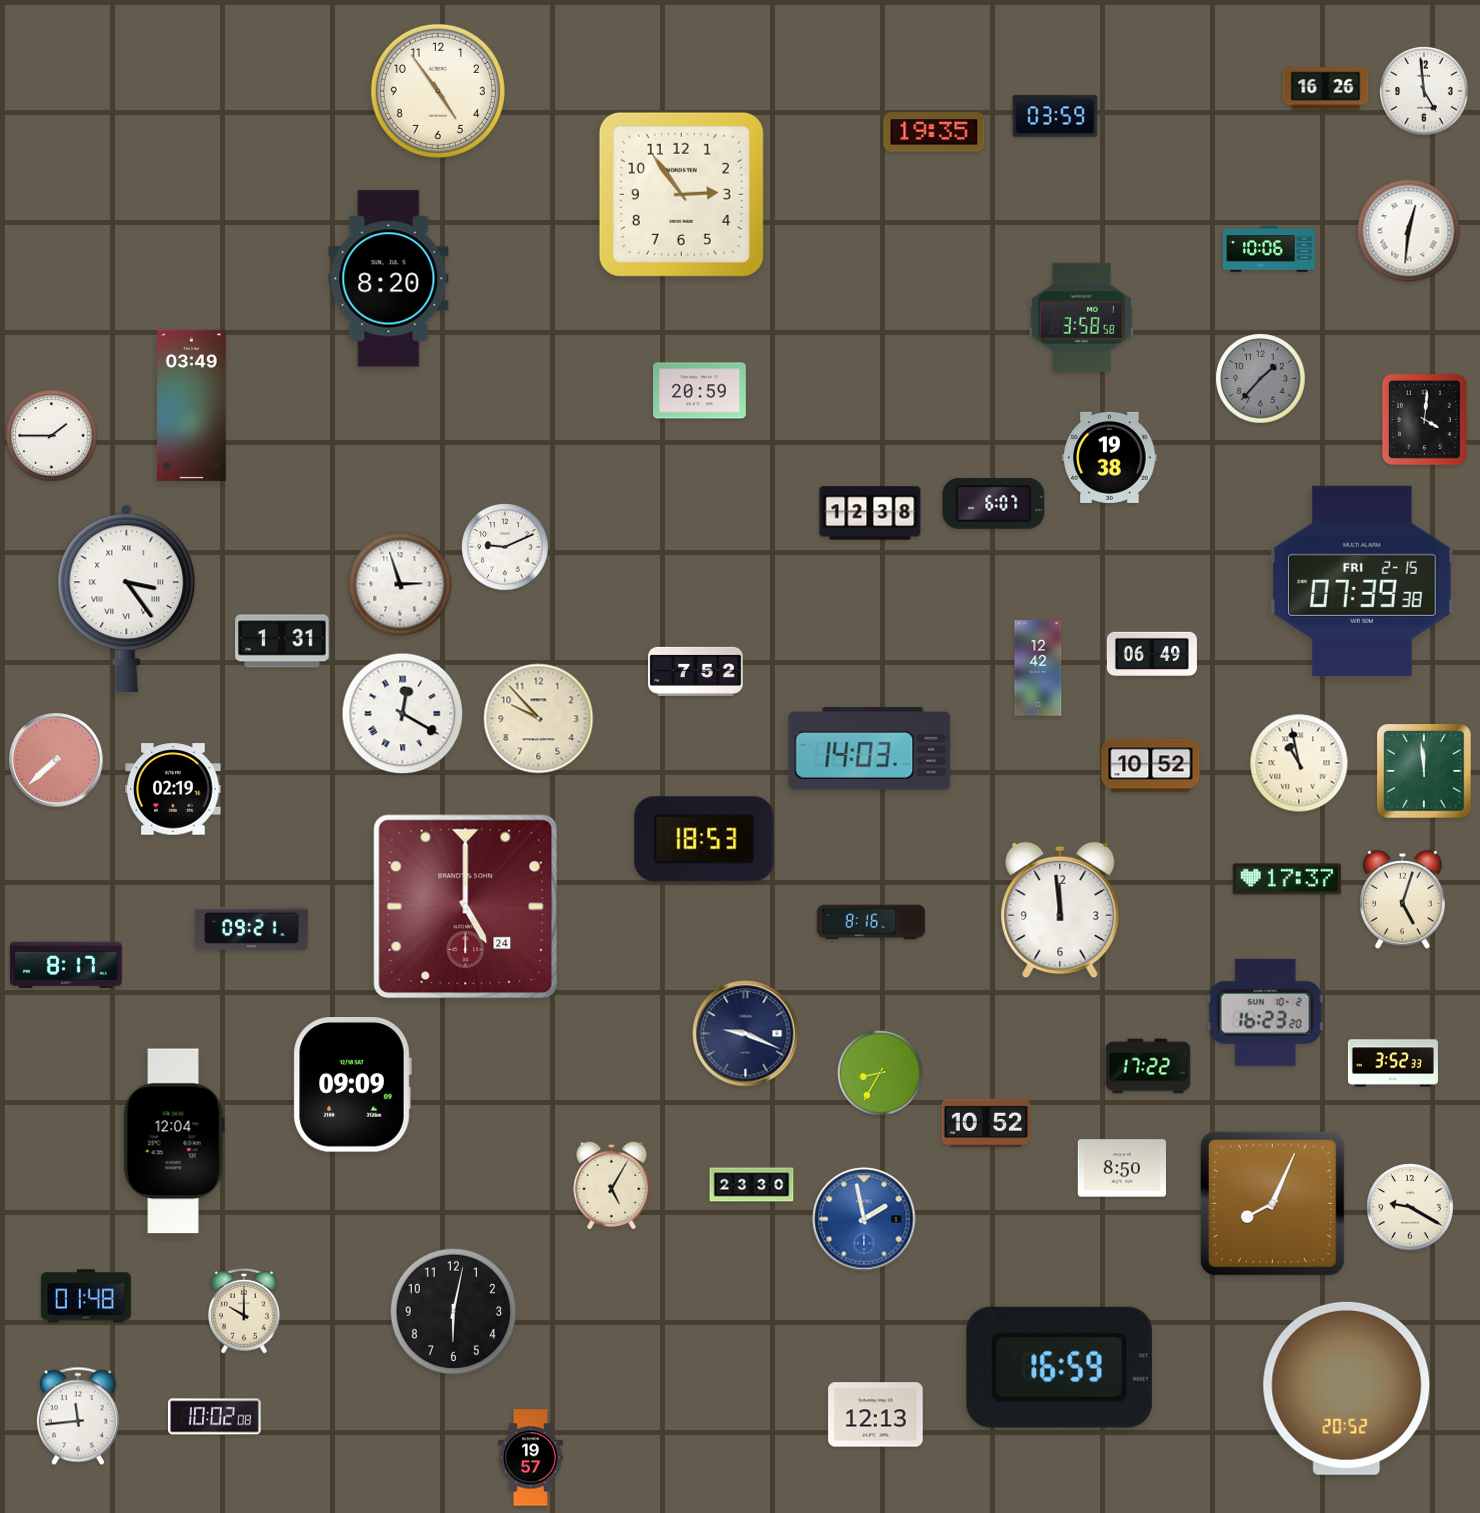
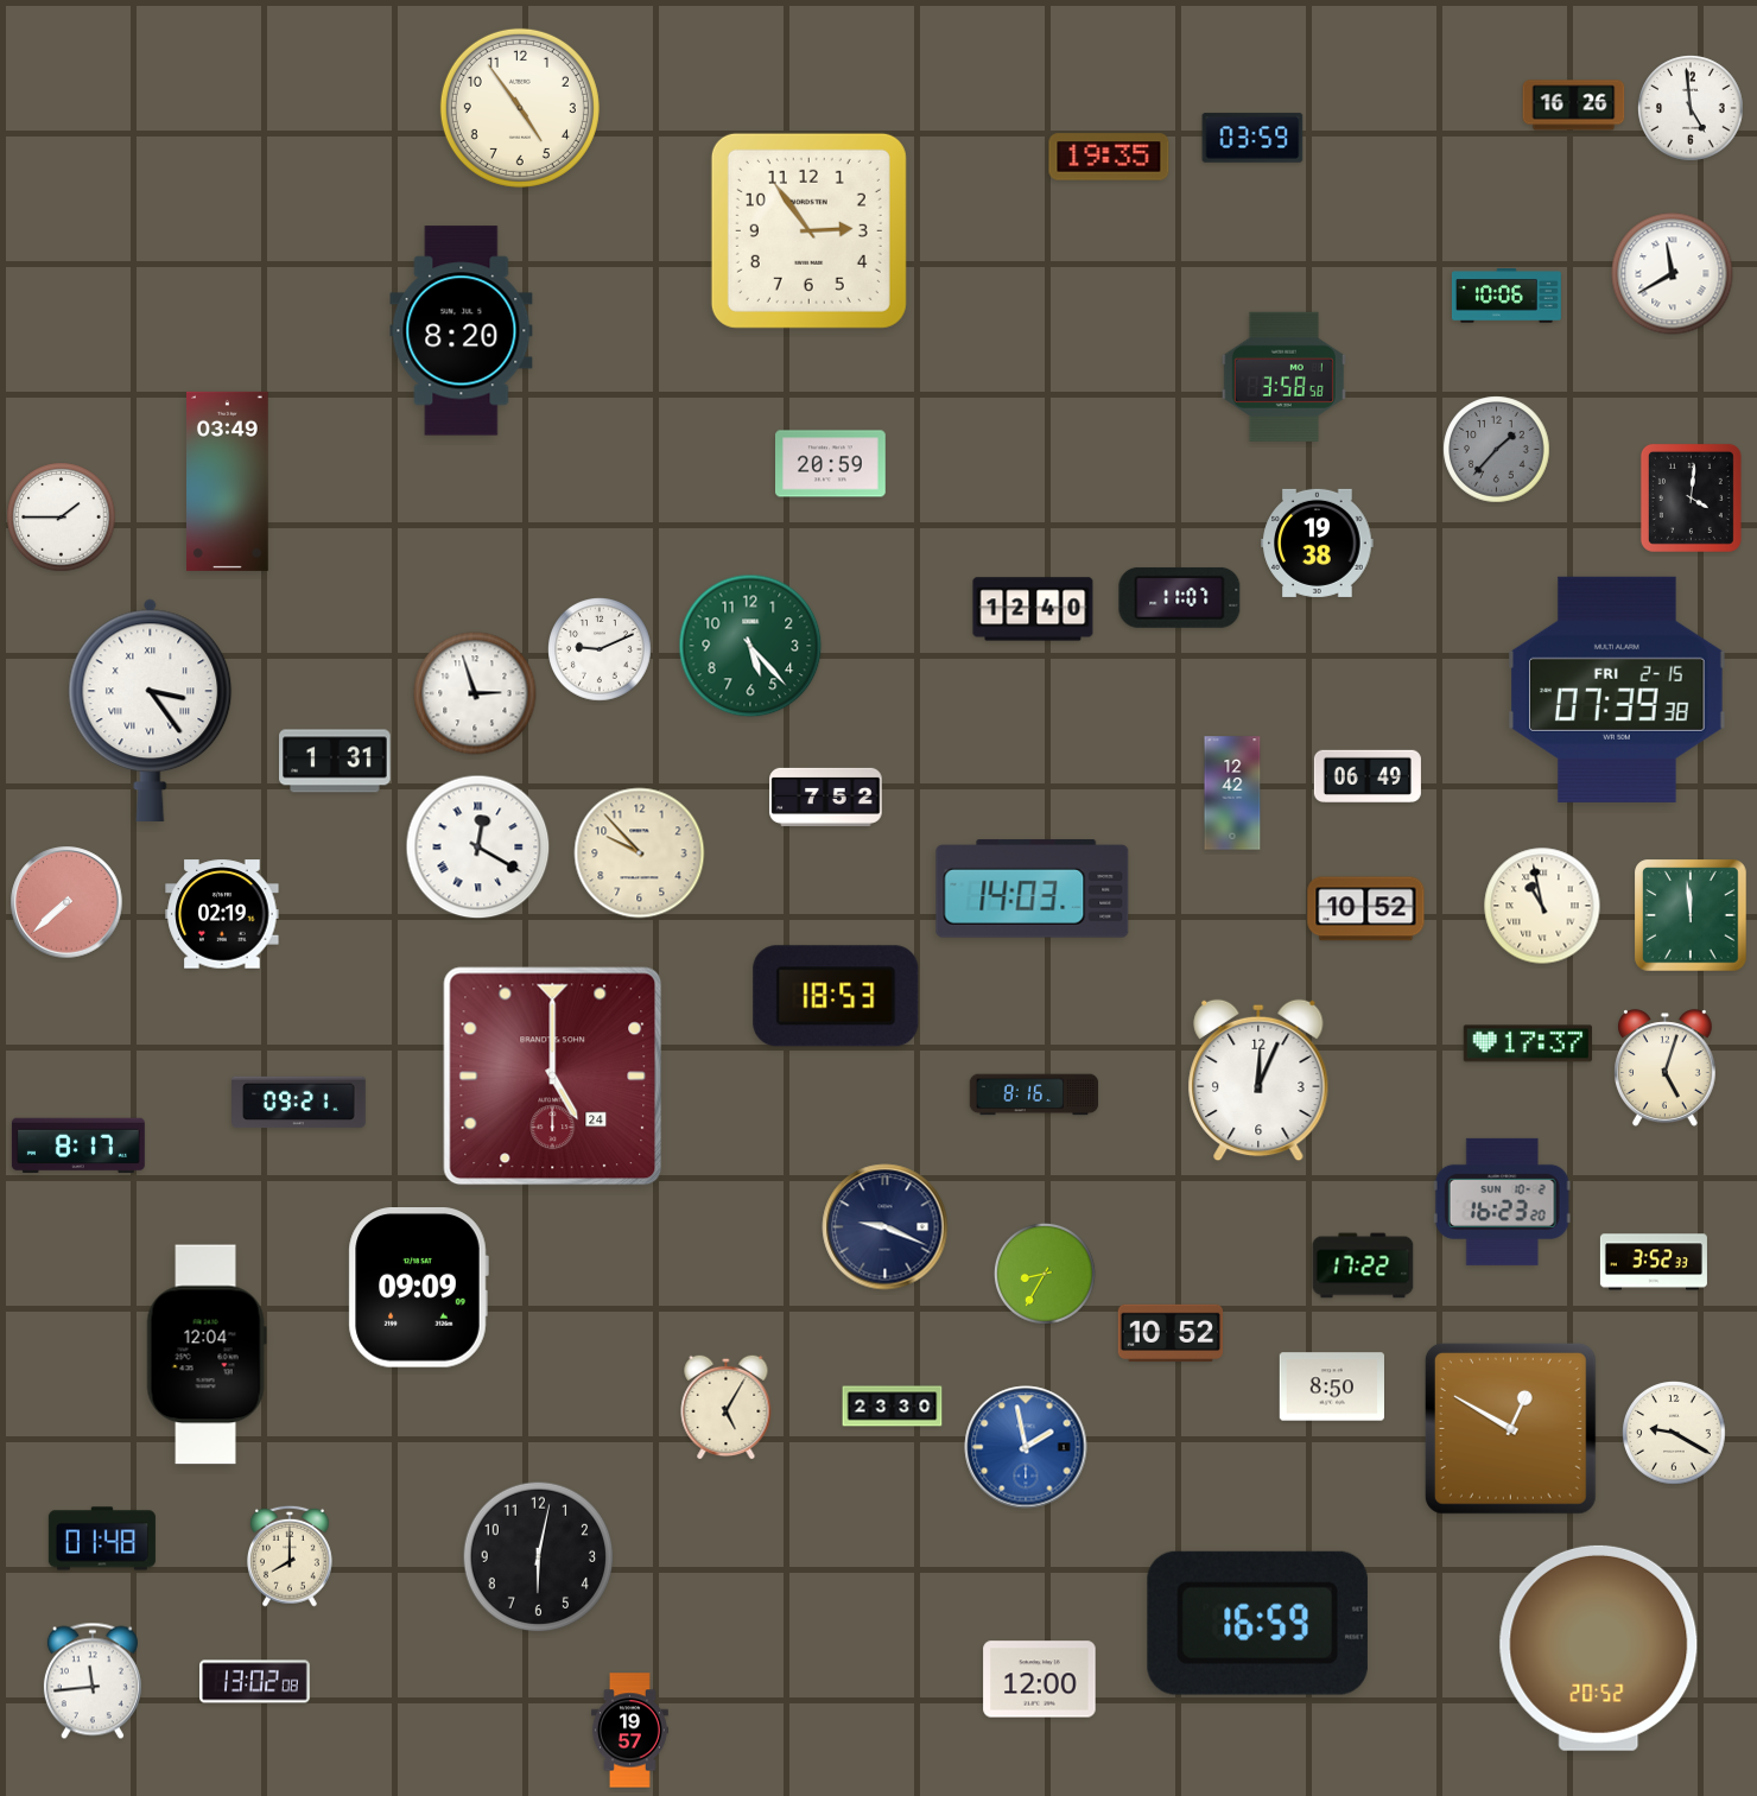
clock at (1409, 231): 12:31 -> 11:40
clock at (994, 503): 6:07 -> 11:07
clock at (870, 513): 12:38 -> 12:40
clock at (750, 646): none -> 5:23
clock at (173, 789) position: (173, 789) -> (222, 914)
clock at (1060, 910): 11:59 -> 12:04
clock at (1272, 1203): 8:04 -> 12:50
clock at (244, 1311): 10:00 -> 8:00
clock at (876, 1415): 12:13 -> 12:00
clock at (215, 1417): 10:02 -> 13:02
